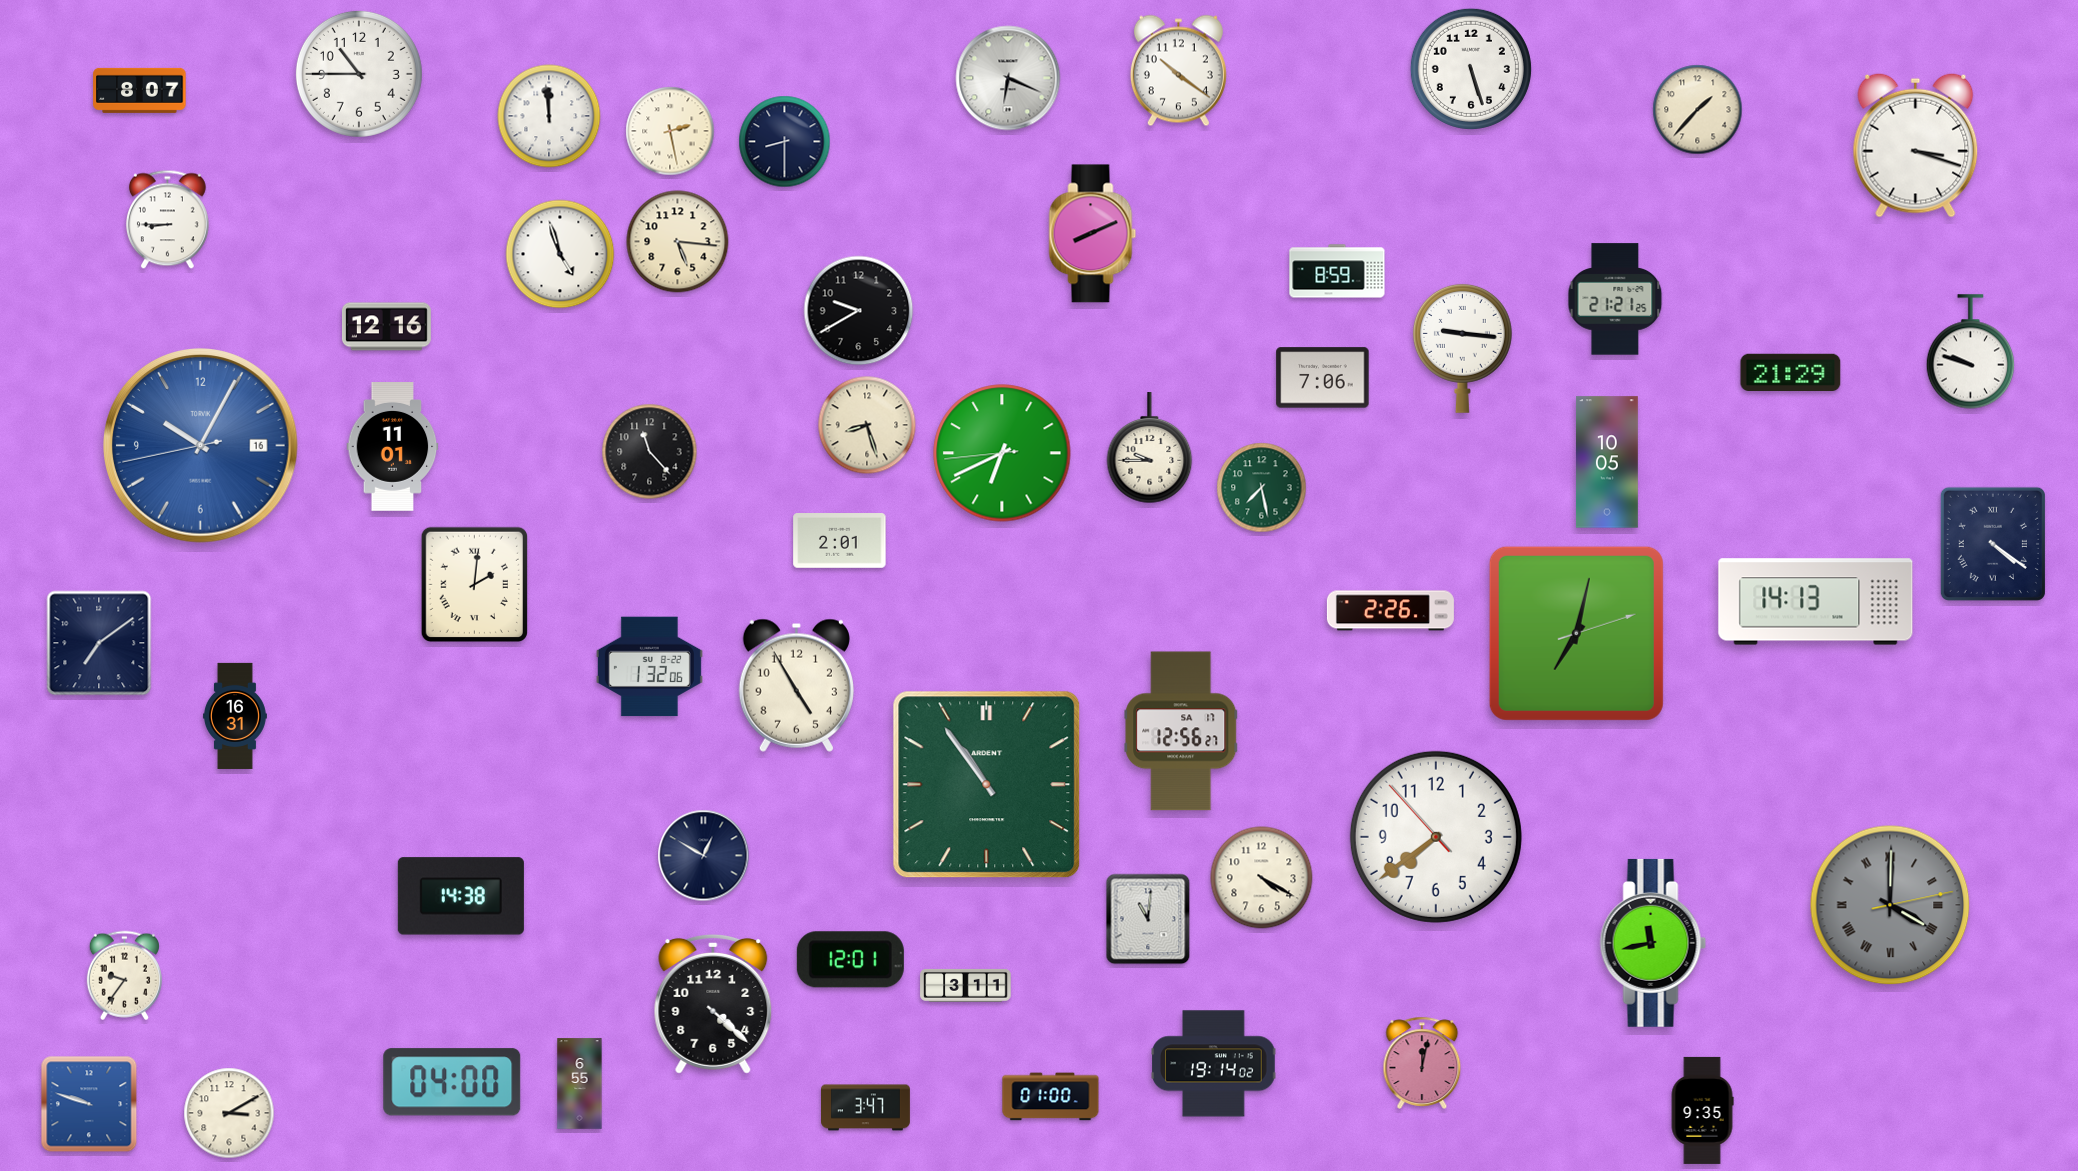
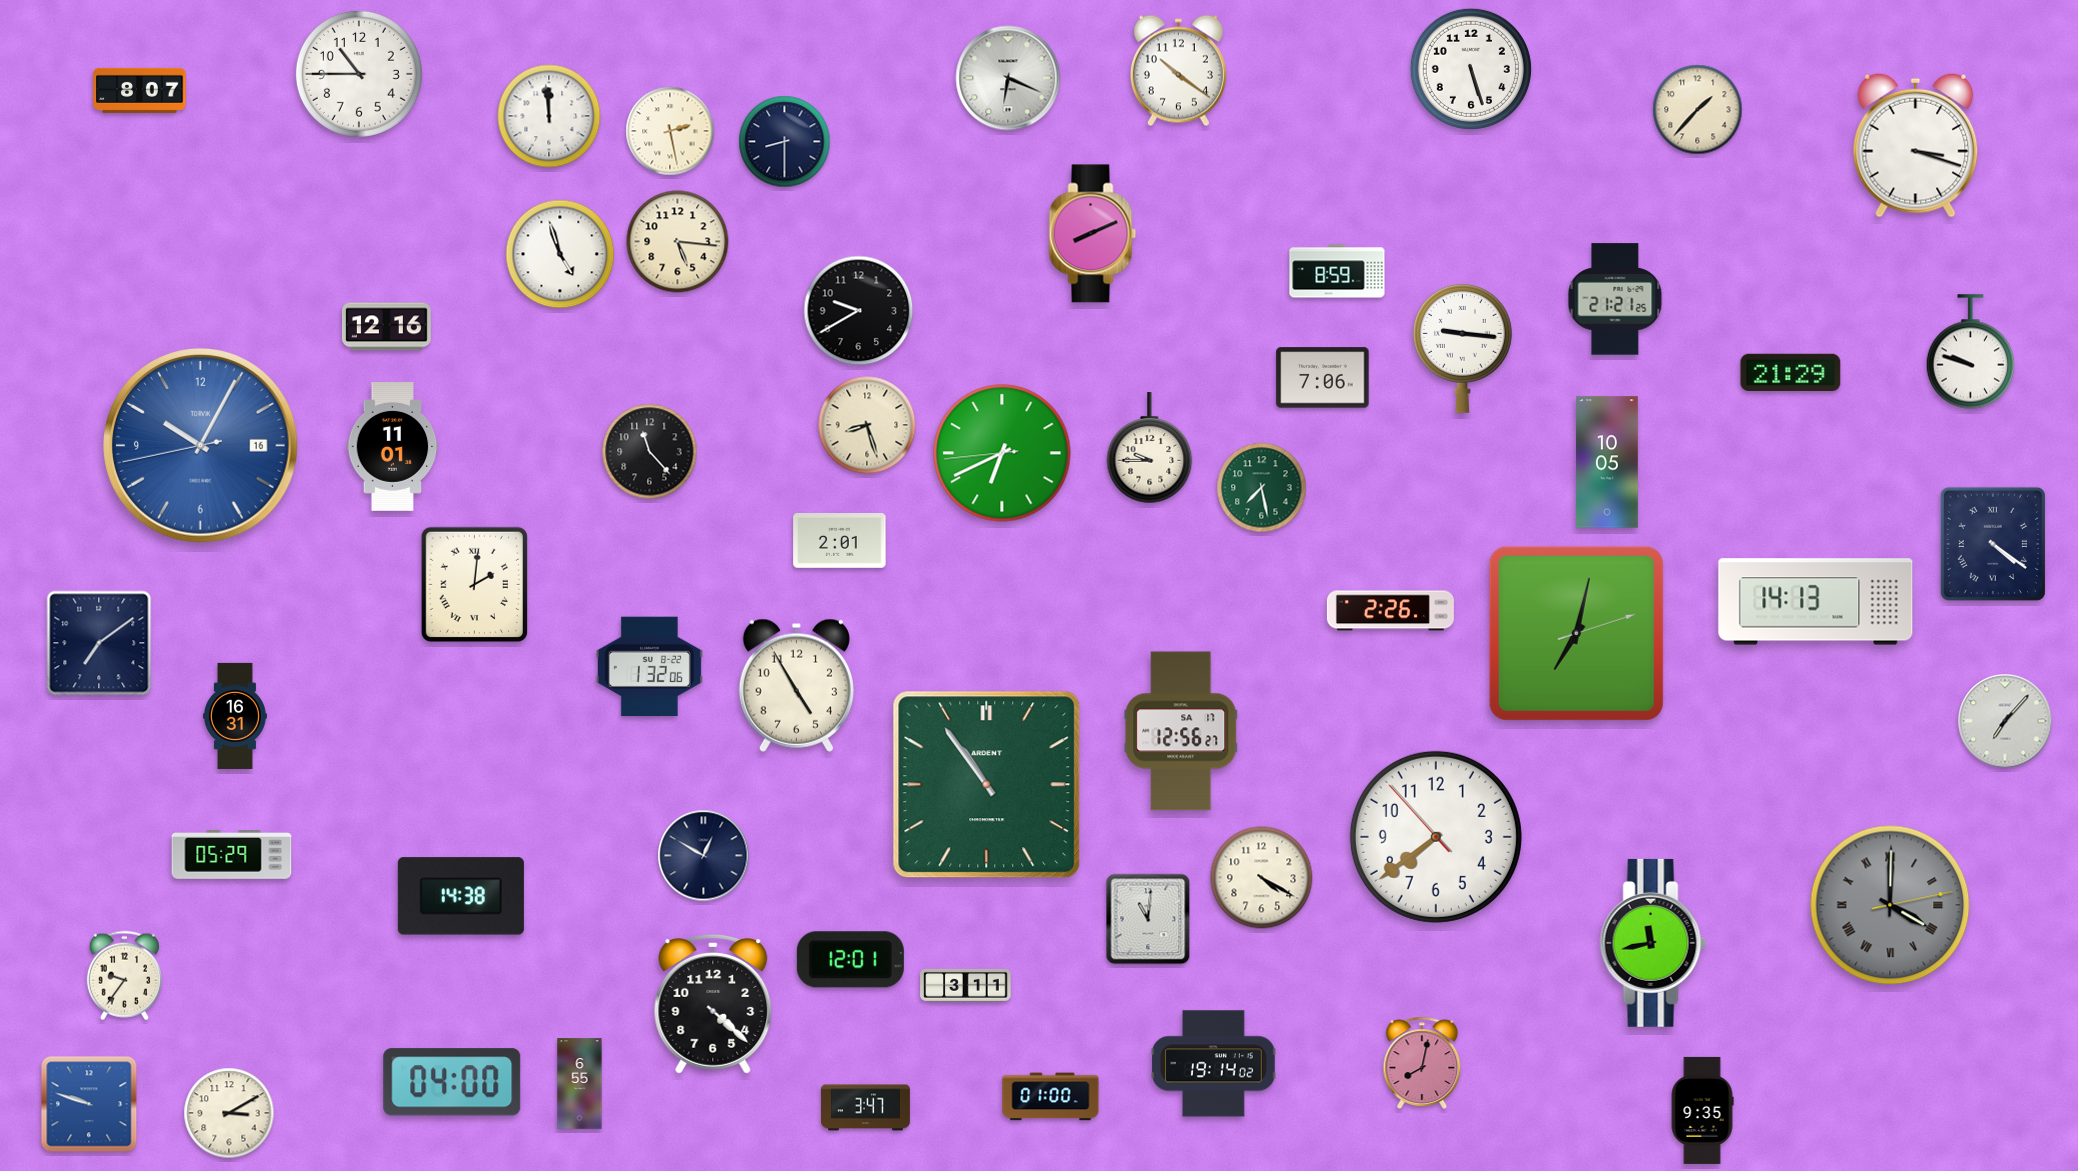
clock at (167, 220): 8:45 -> none
clock at (2005, 721): none -> 7:07
clock at (232, 855): none -> 05:29
clock at (1422, 1063): 12:02 -> 8:02
